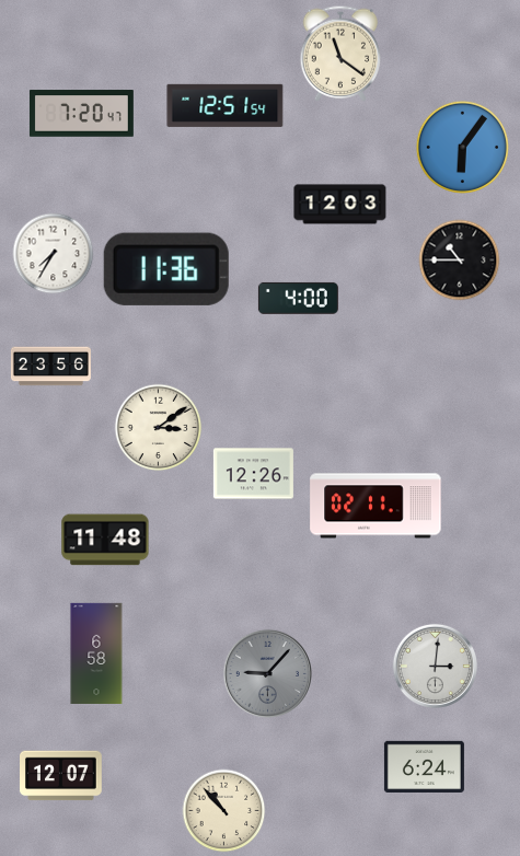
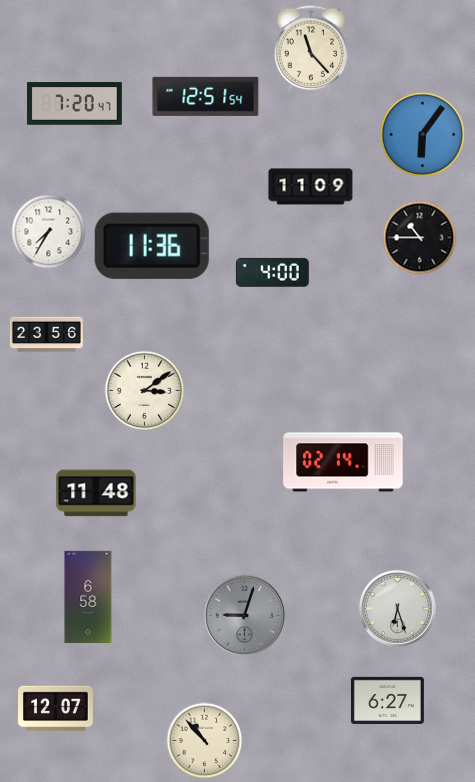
clock at (340, 54): 11:21 -> 11:23
clock at (340, 205): 12:03 -> 11:09
clock at (253, 474): 12:26 -> none
clock at (375, 506): 02:11 -> 02:14
clock at (435, 666): 3:01 -> 6:27
clock at (267, 673): 9:07 -> 9:03
clock at (424, 766): 6:24 -> 6:27
